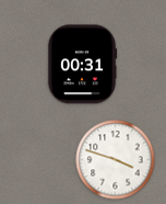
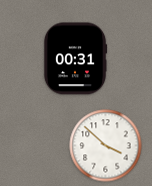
clock at (116, 160): 3:48 -> 3:52
